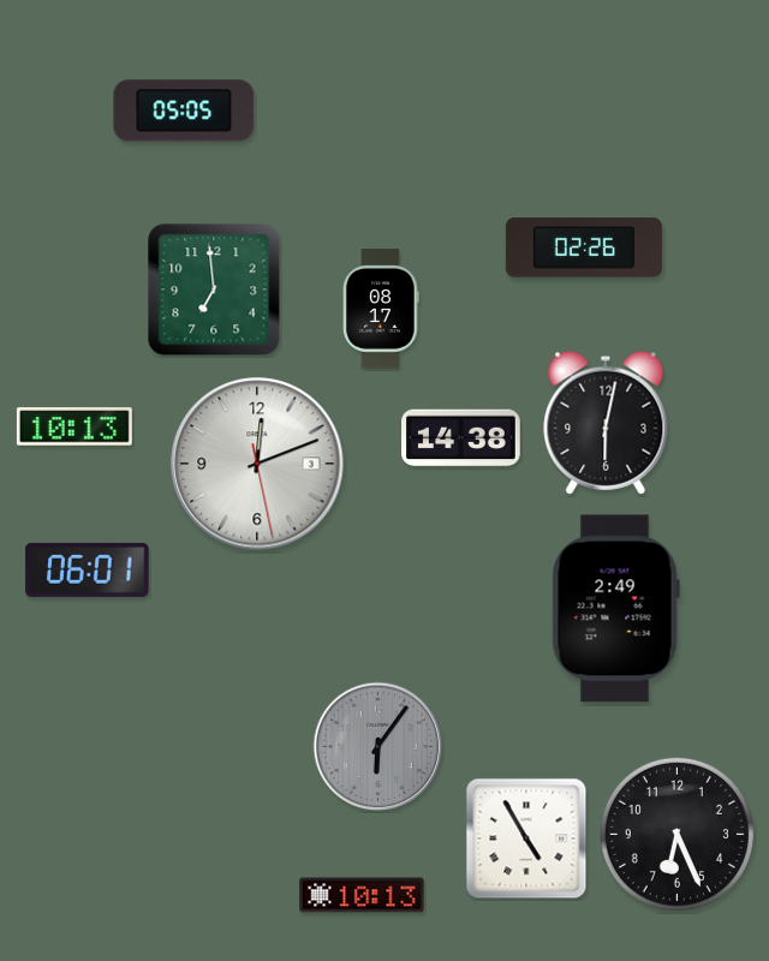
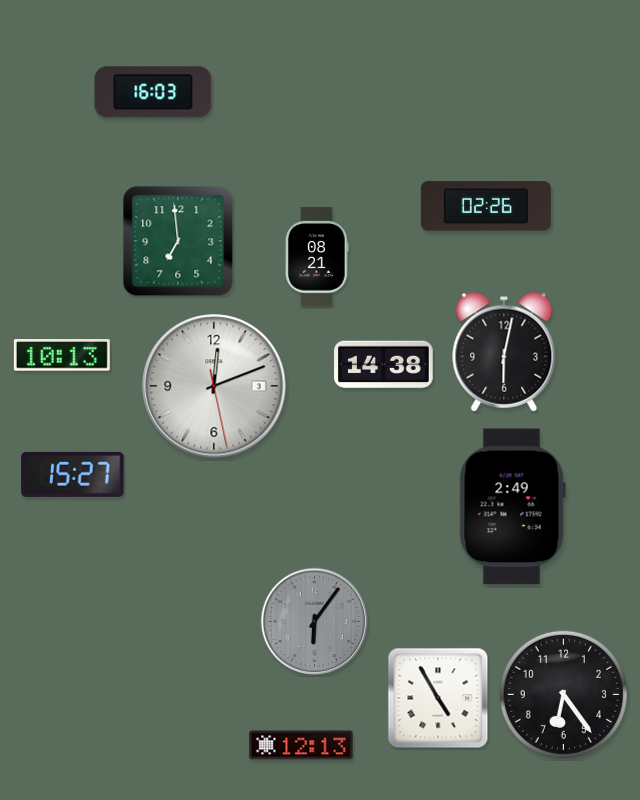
clock at (184, 111): 05:05 -> 16:03
clock at (382, 309): 08:17 -> 08:21
clock at (88, 569): 06:01 -> 15:27
clock at (676, 834): 6:26 -> 6:24
clock at (362, 895): 10:13 -> 12:13
